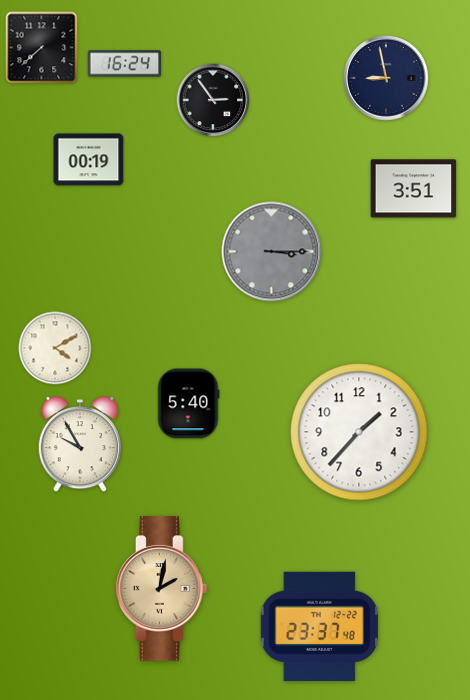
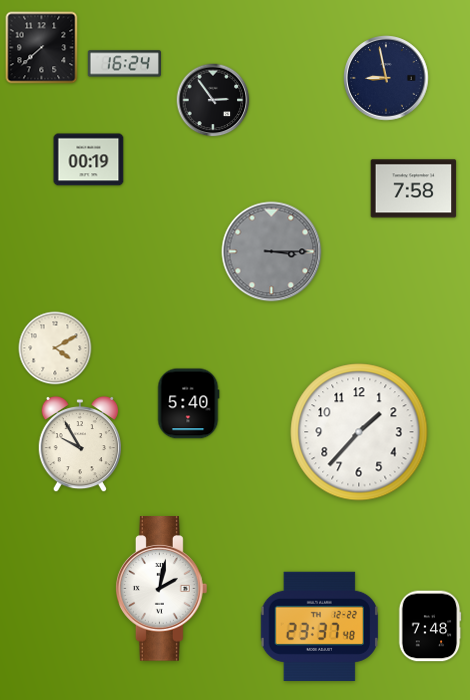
clock at (414, 189): 3:51 -> 7:58
clock at (162, 589) dial: champagne -> white
clock at (430, 626): none -> 7:48
